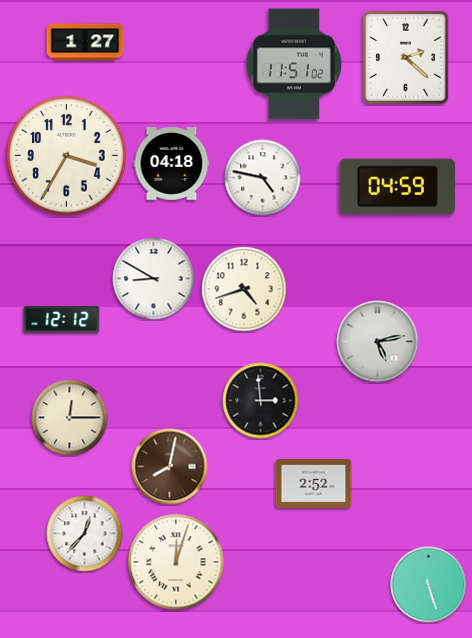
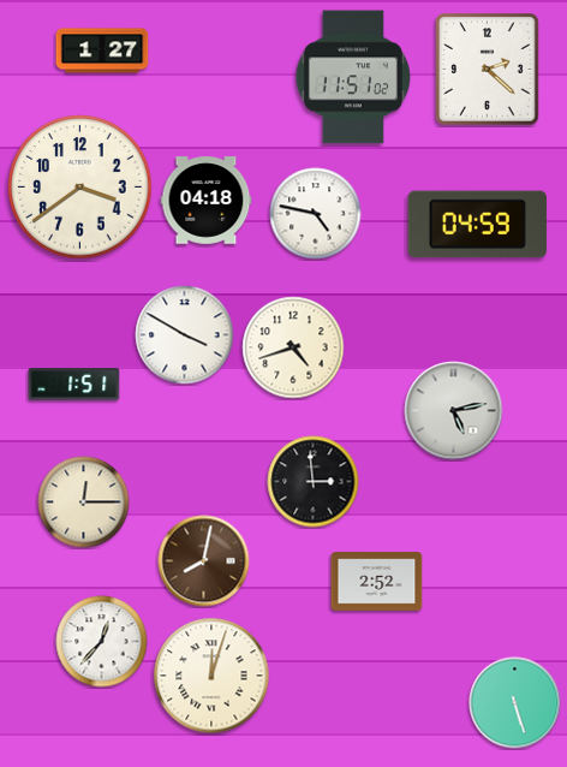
clock at (67, 156): 3:35 -> 3:39
clock at (172, 164) position: (172, 164) -> (207, 201)
clock at (154, 279): 8:50 -> 3:50
clock at (62, 320): 12:12 -> 1:51
